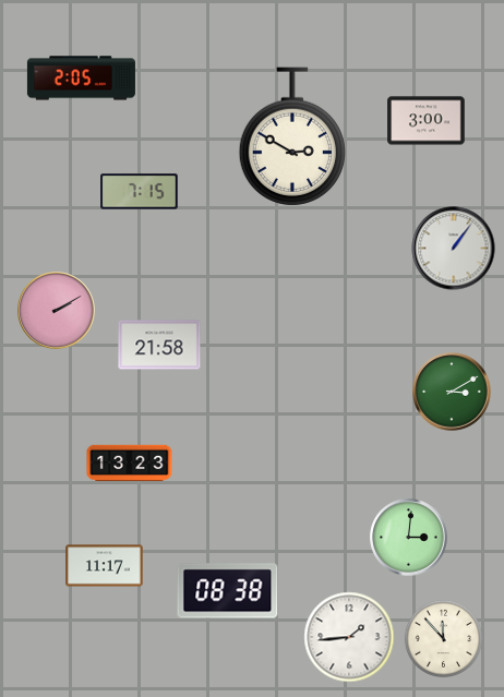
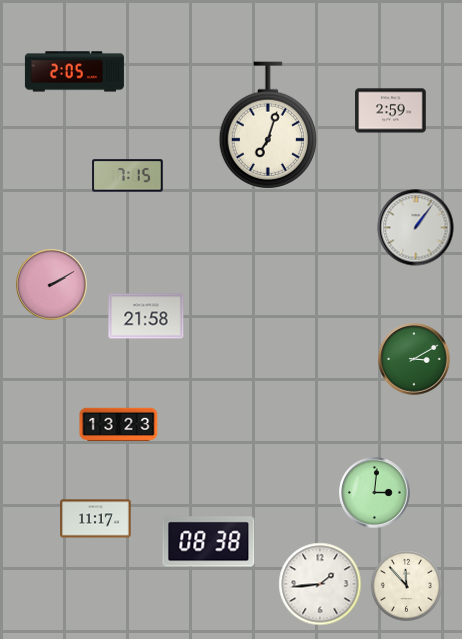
clock at (427, 121): 3:00 -> 2:59
clock at (292, 136): 2:50 -> 7:03
